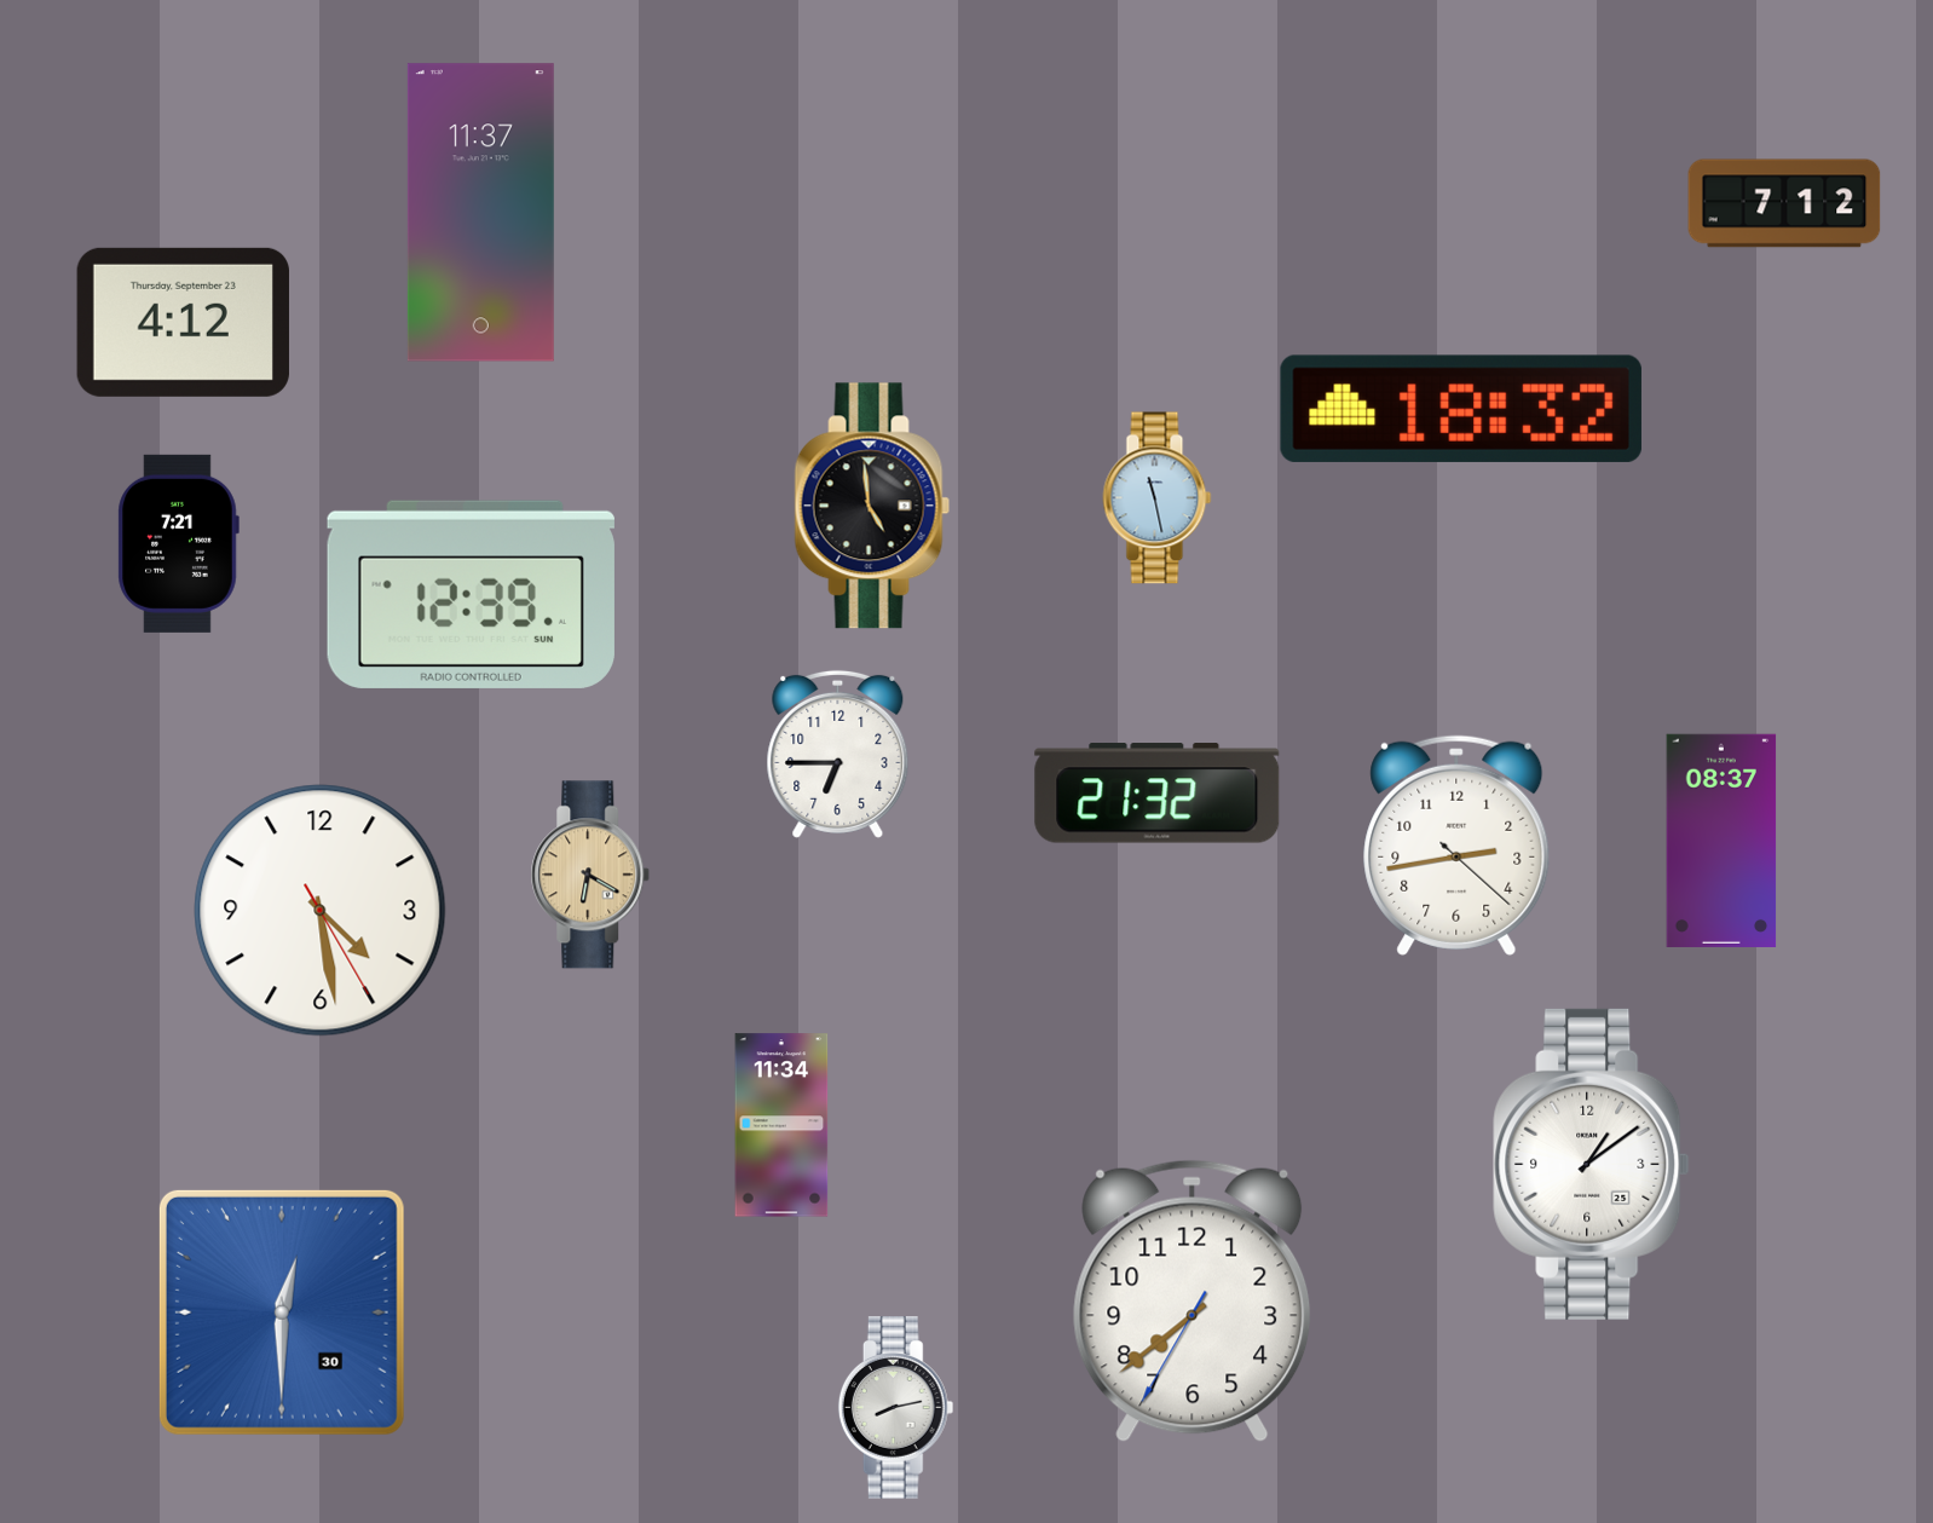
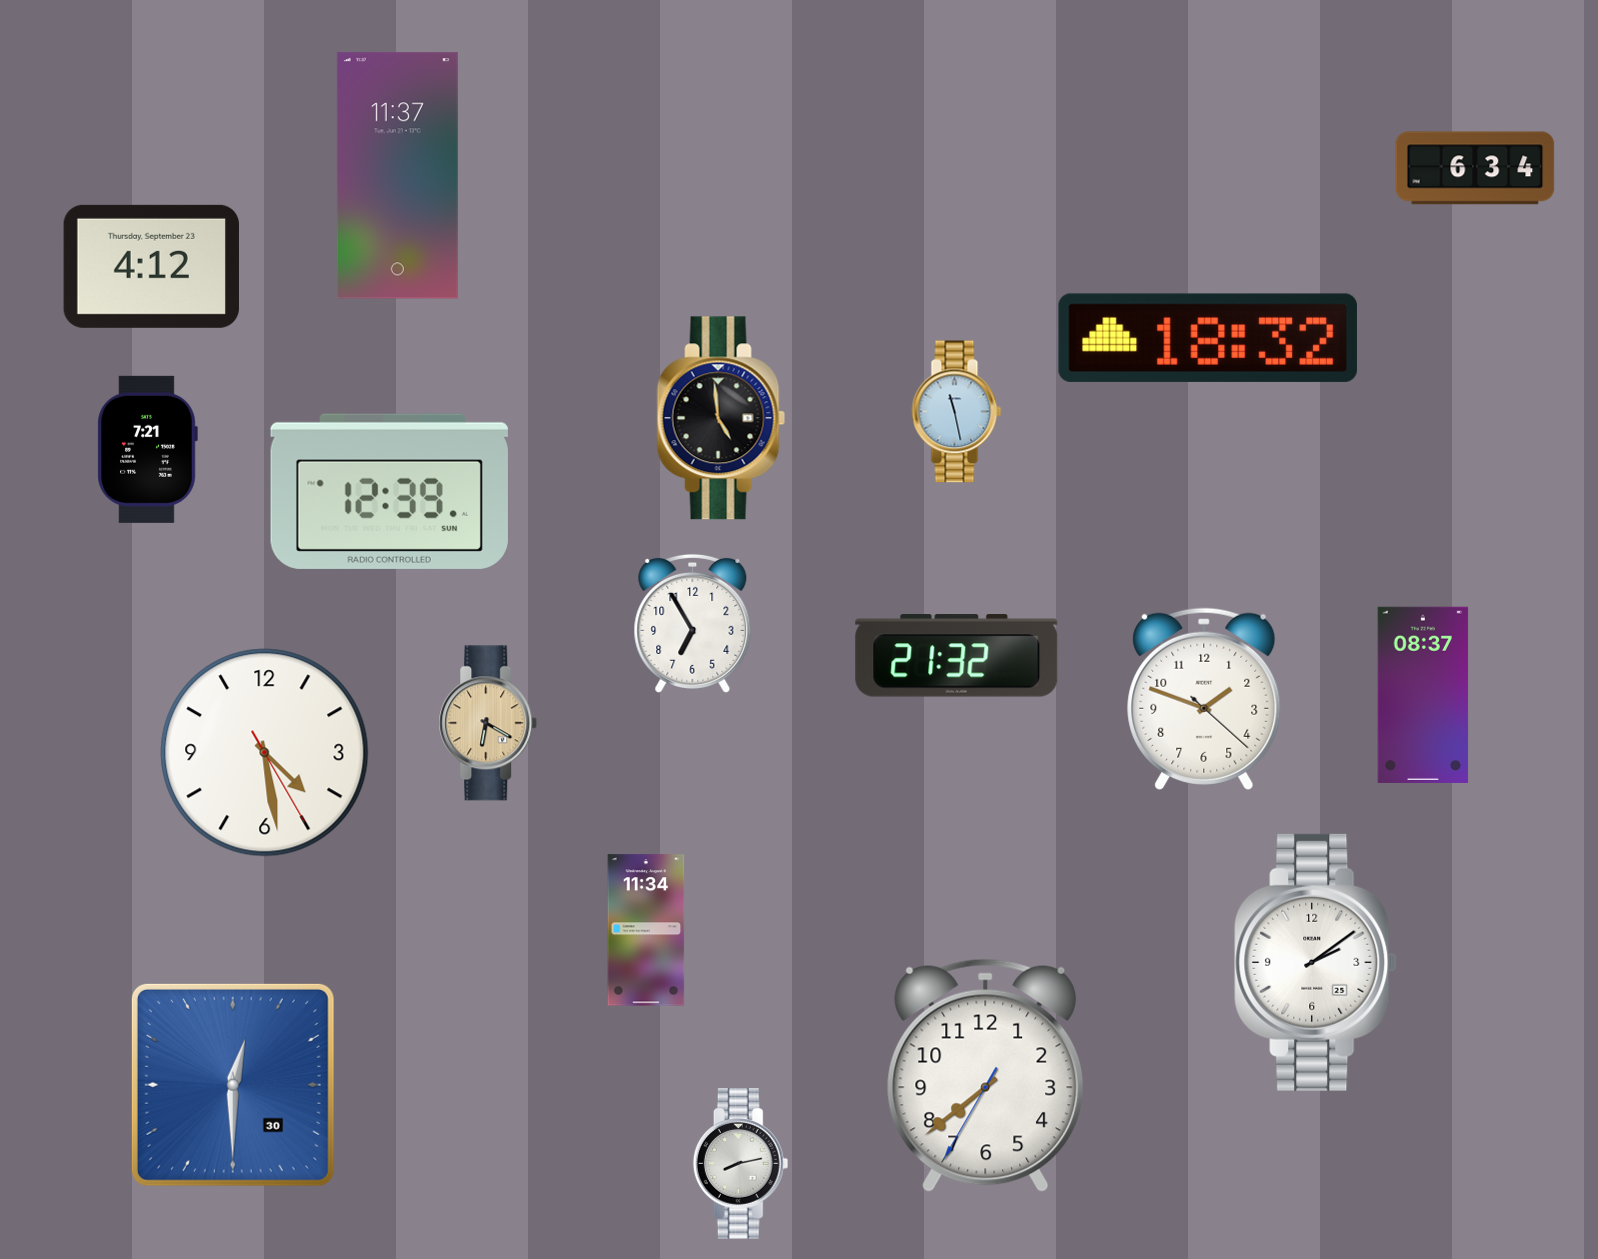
clock at (1784, 203): 7:12 -> 6:34
clock at (838, 754): 6:45 -> 6:55
clock at (1456, 846): 2:43 -> 1:48
clock at (1592, 1164): 1:09 -> 2:09
